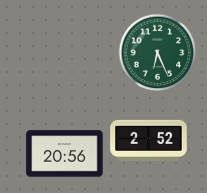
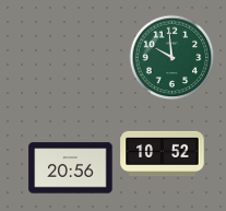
clock at (157, 52): 6:26 -> 9:59
clock at (149, 140): 2:52 -> 10:52
